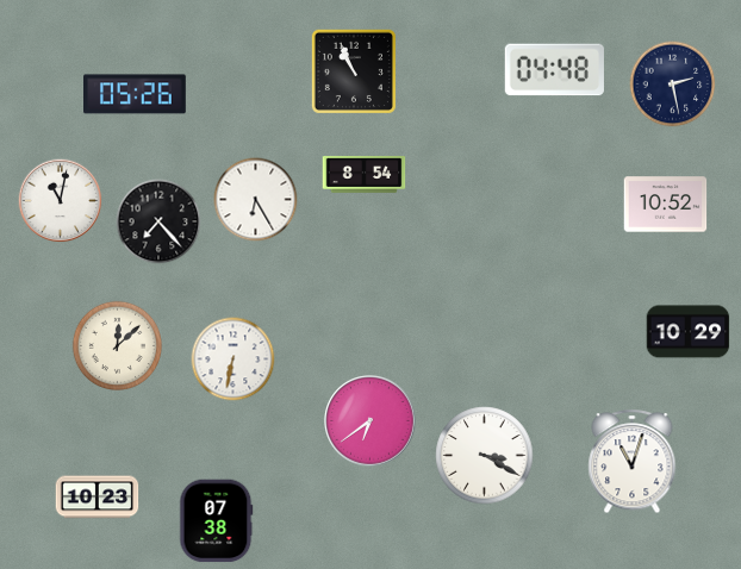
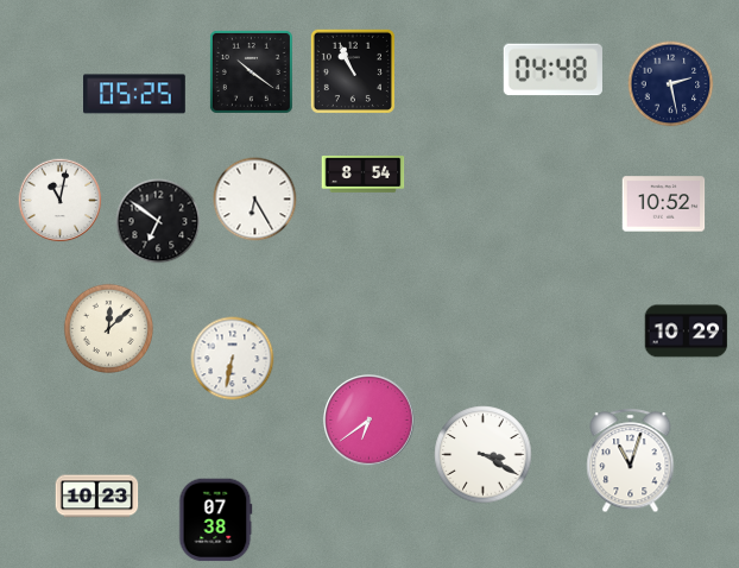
clock at (251, 71): none -> 10:21
clock at (136, 94): 05:26 -> 05:25
clock at (158, 221): 7:23 -> 6:51
clock at (117, 345) position: (117, 345) -> (108, 328)
